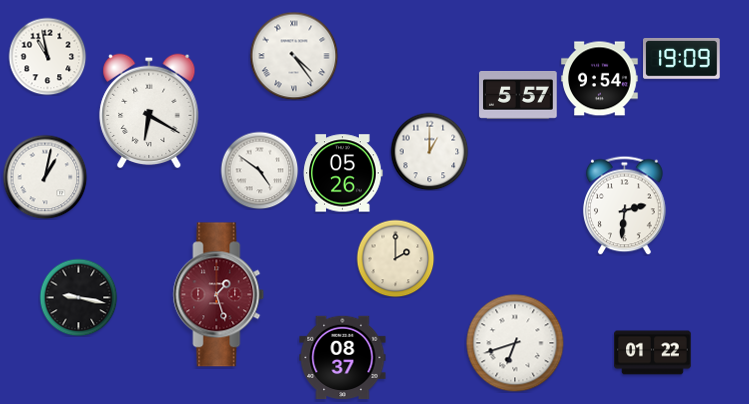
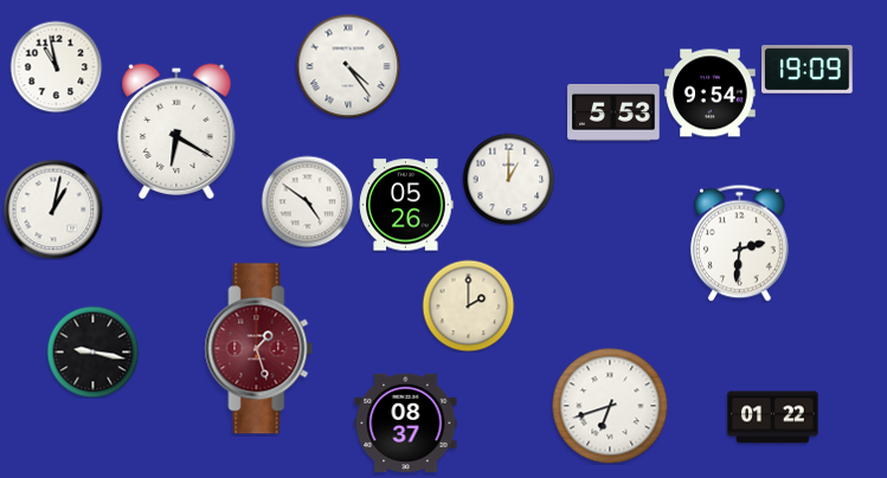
clock at (518, 95): 5:57 -> 5:53
